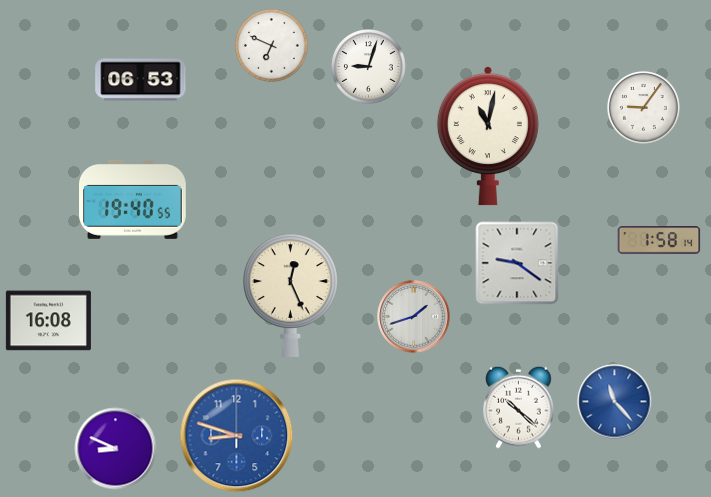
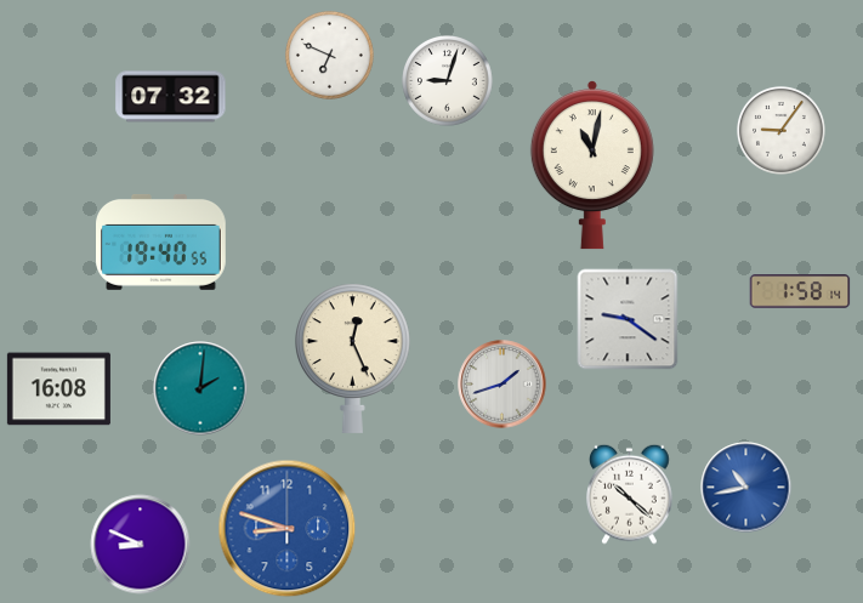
clock at (141, 80): 06:53 -> 07:32
clock at (200, 388): none -> 2:01
clock at (615, 402): 11:23 -> 10:43
